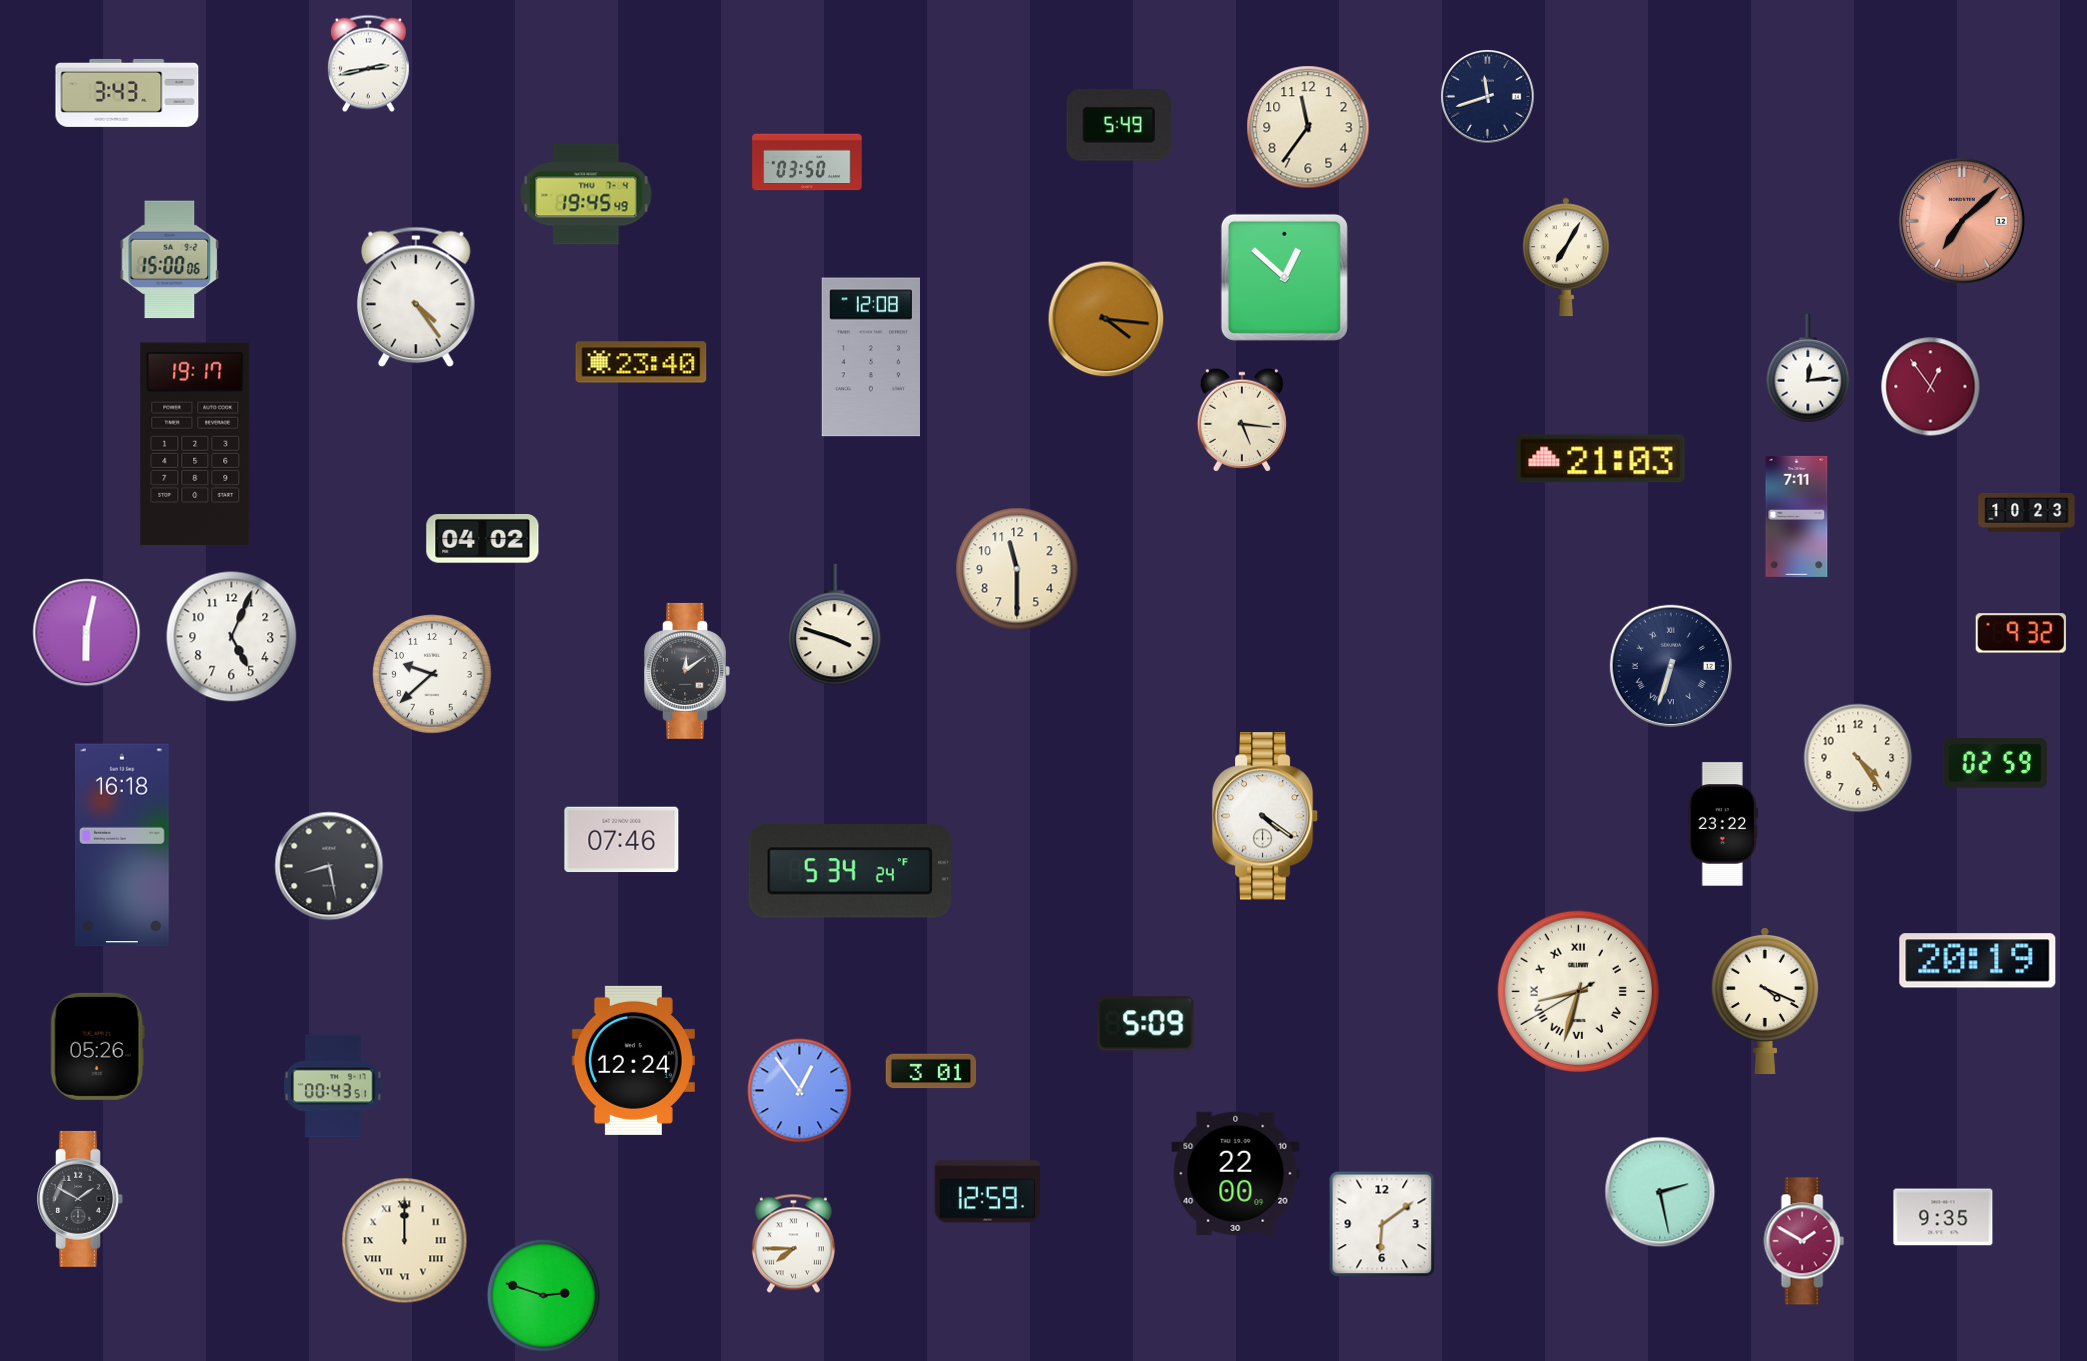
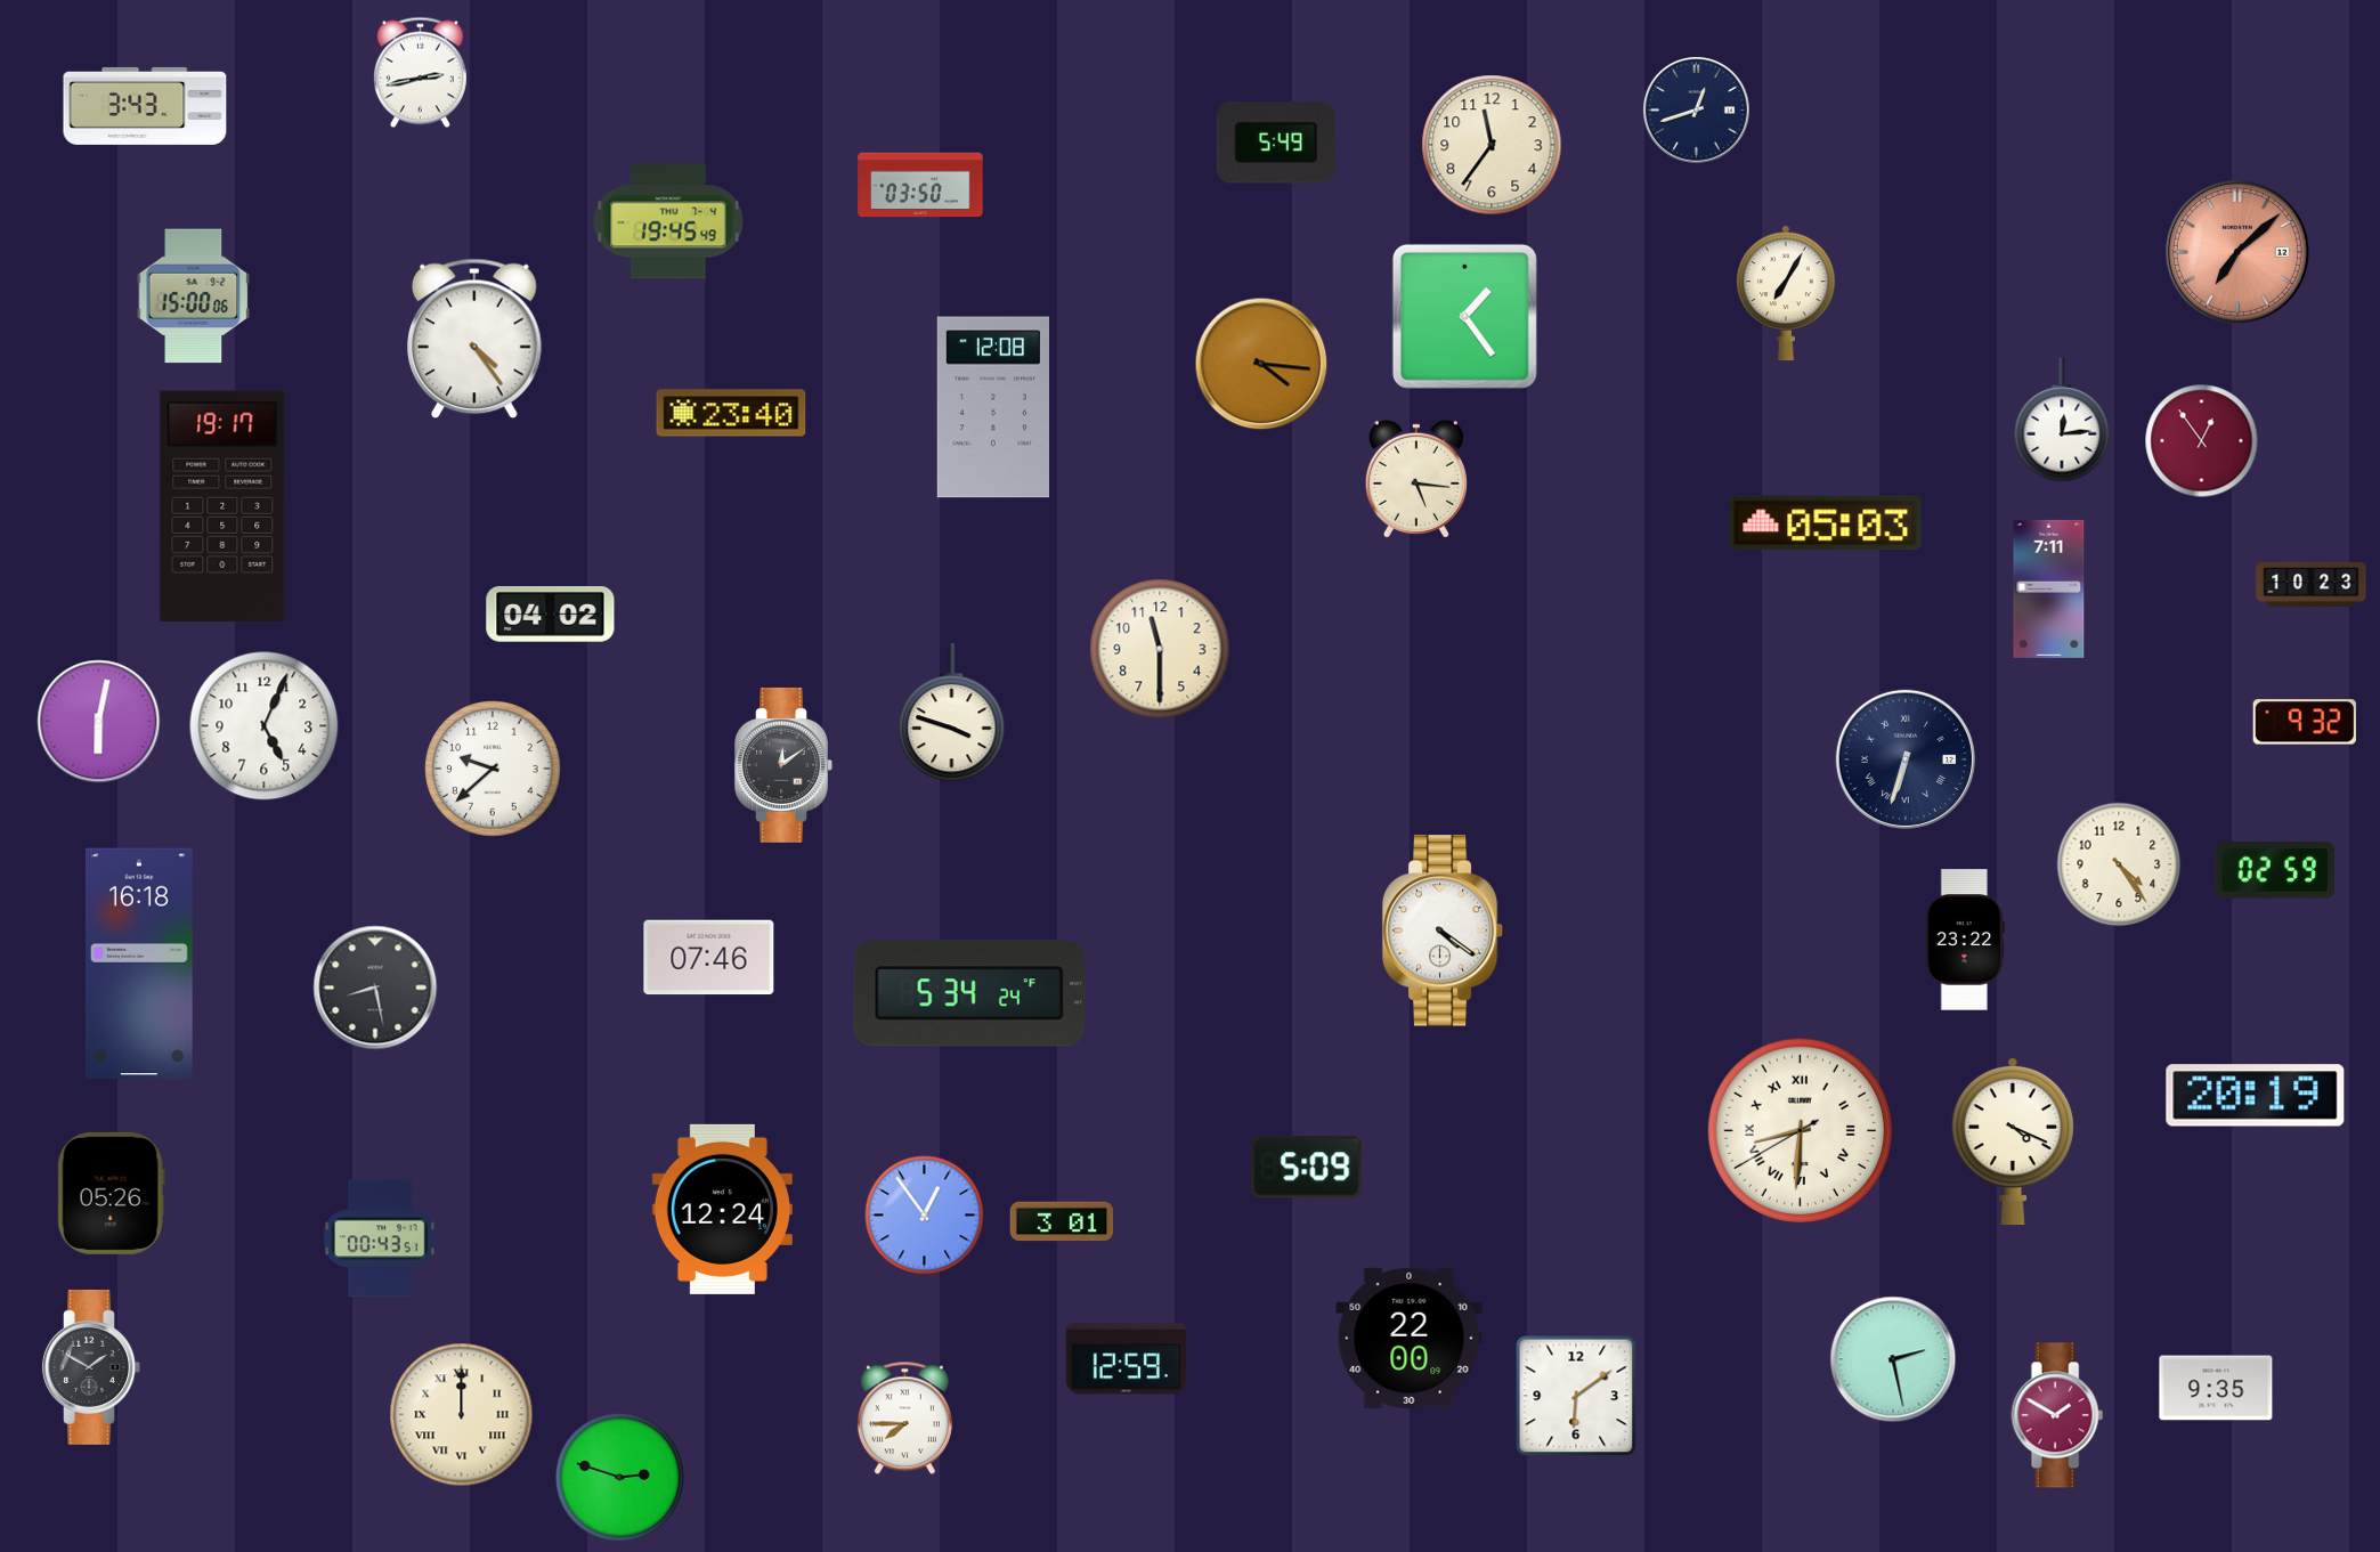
clock at (1488, 97): 11:42 -> 12:42
clock at (1284, 277): 12:52 -> 1:24
clock at (1601, 459): 21:03 -> 05:03
clock at (1578, 991): 8:32 -> 8:30
clock at (800, 1091) position: (800, 1091) -> (925, 1216)
